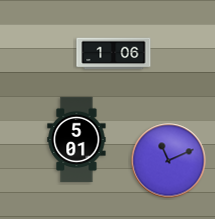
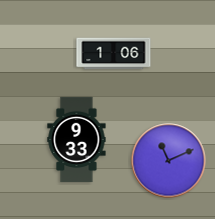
clock at (77, 140): 5:01 -> 9:33
